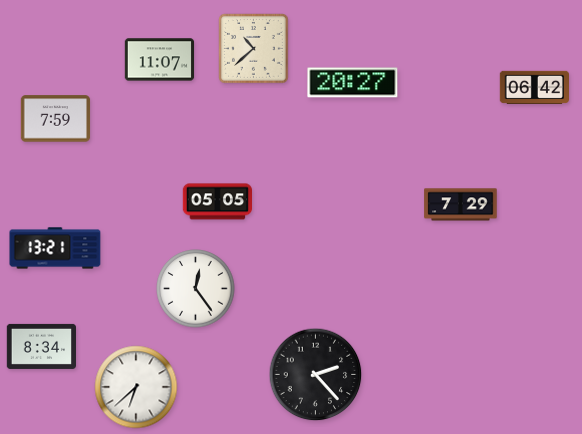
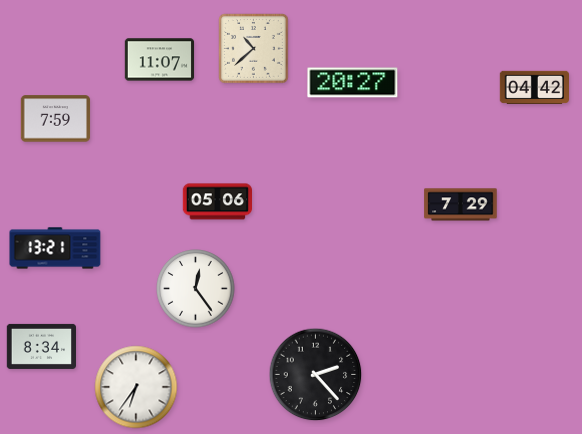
clock at (534, 87): 06:42 -> 04:42
clock at (218, 202): 05:05 -> 05:06
clock at (136, 387): 6:38 -> 6:36
